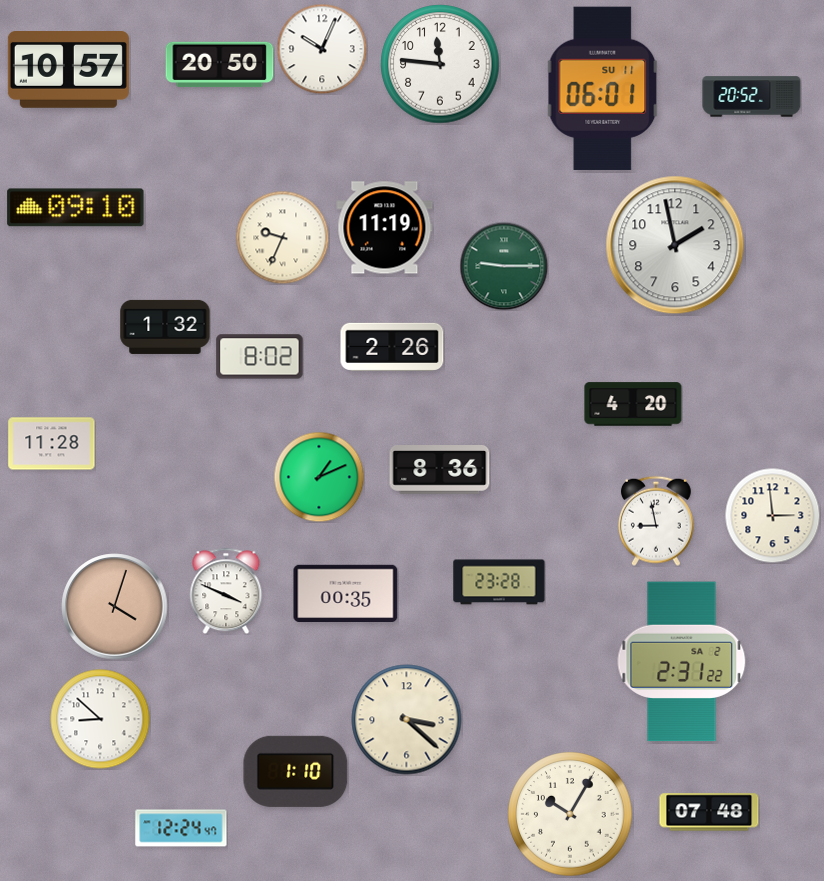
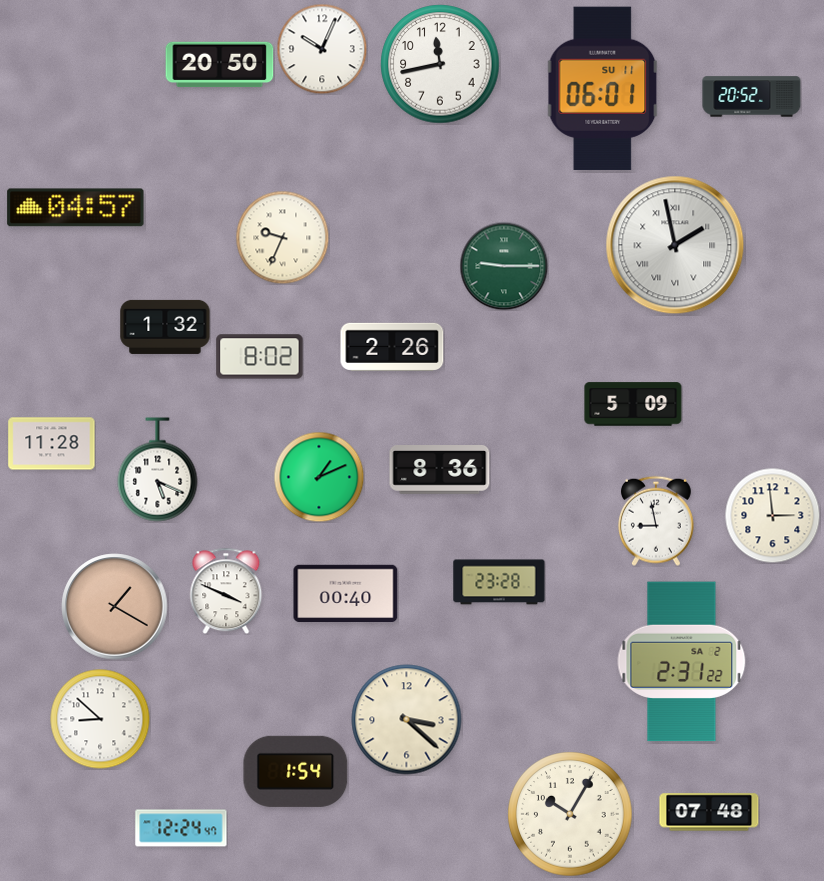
clock at (440, 64): 11:46 -> 11:43
clock at (68, 70): 10:57 -> none
clock at (76, 208): 09:10 -> 04:57
clock at (385, 228): 11:19 -> none
clock at (675, 245) numerals: Arabic -> Roman
clock at (633, 404): 4:20 -> 5:09
clock at (158, 470): none -> 5:19
clock at (346, 593): 00:35 -> 00:40
clock at (115, 607): 4:03 -> 1:20
clock at (296, 771): 1:10 -> 1:54
